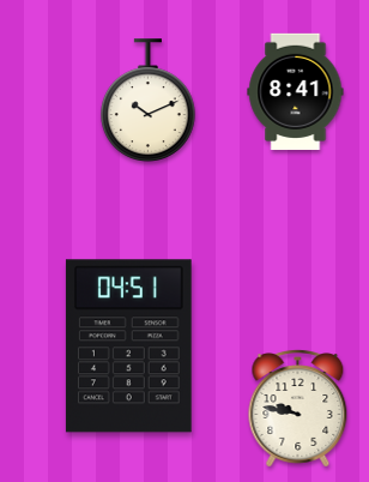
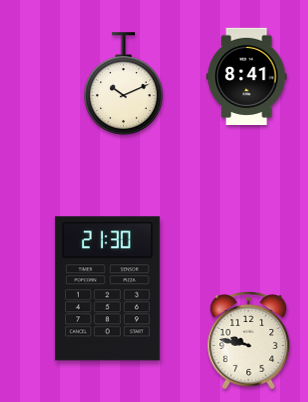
clock at (128, 347): 04:51 -> 21:30
